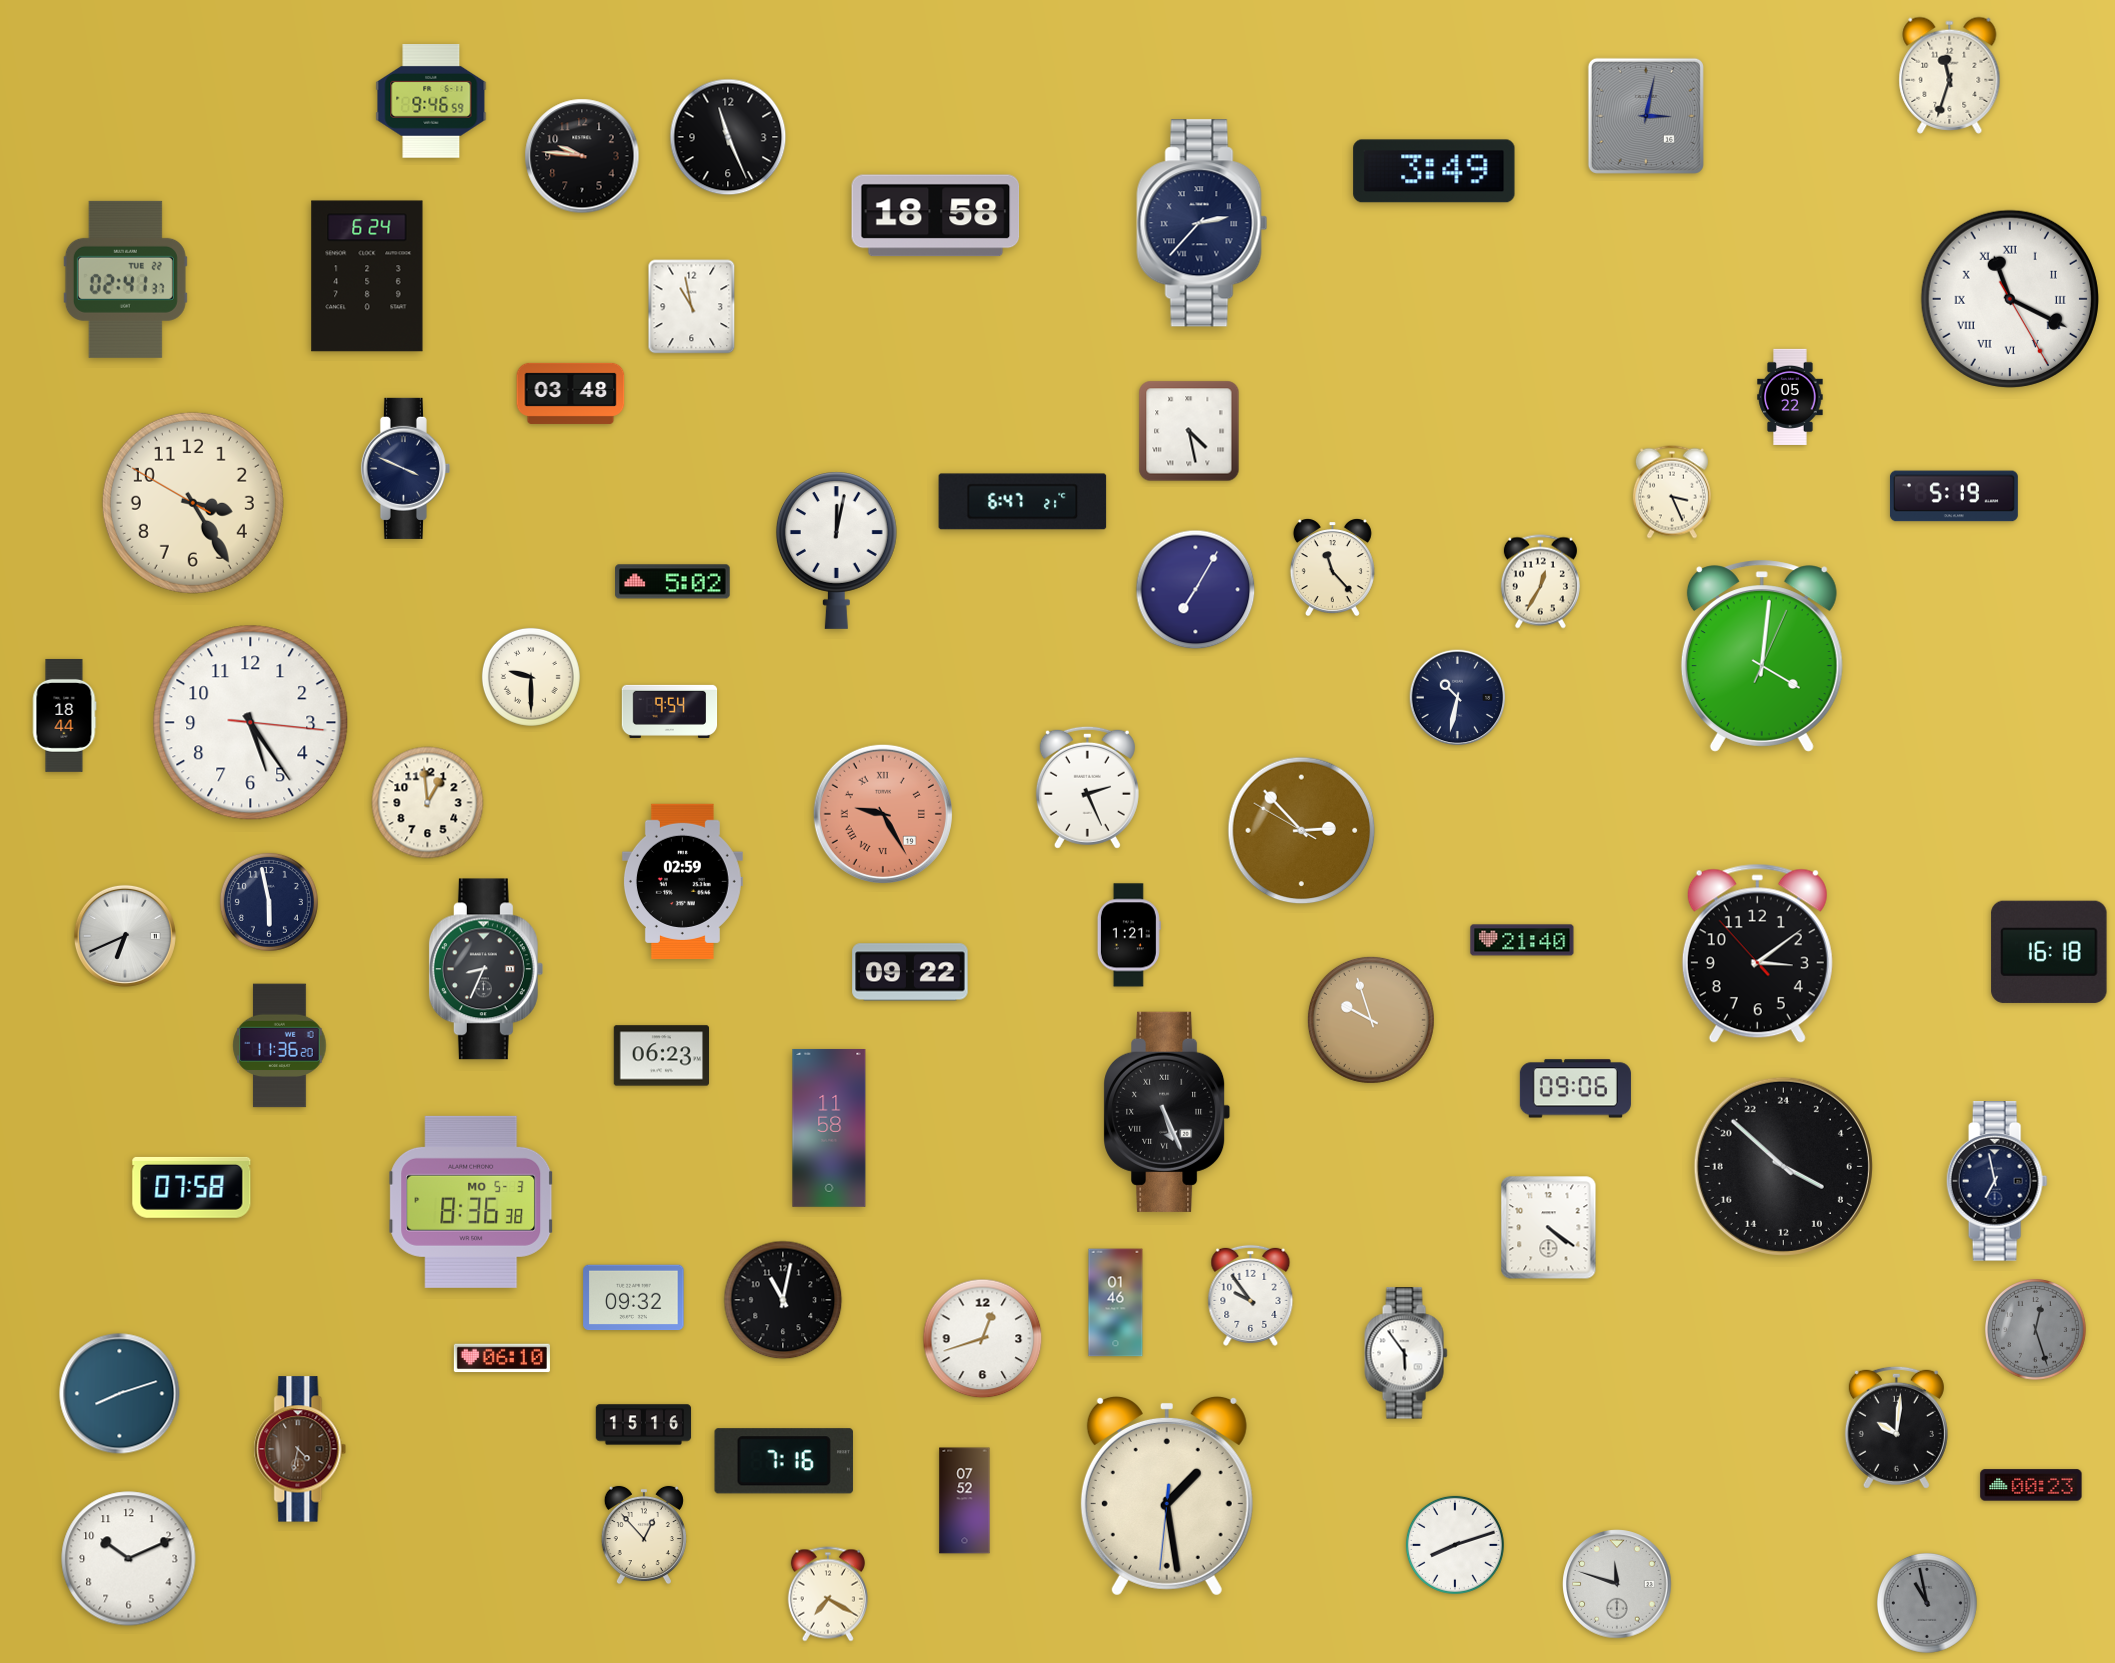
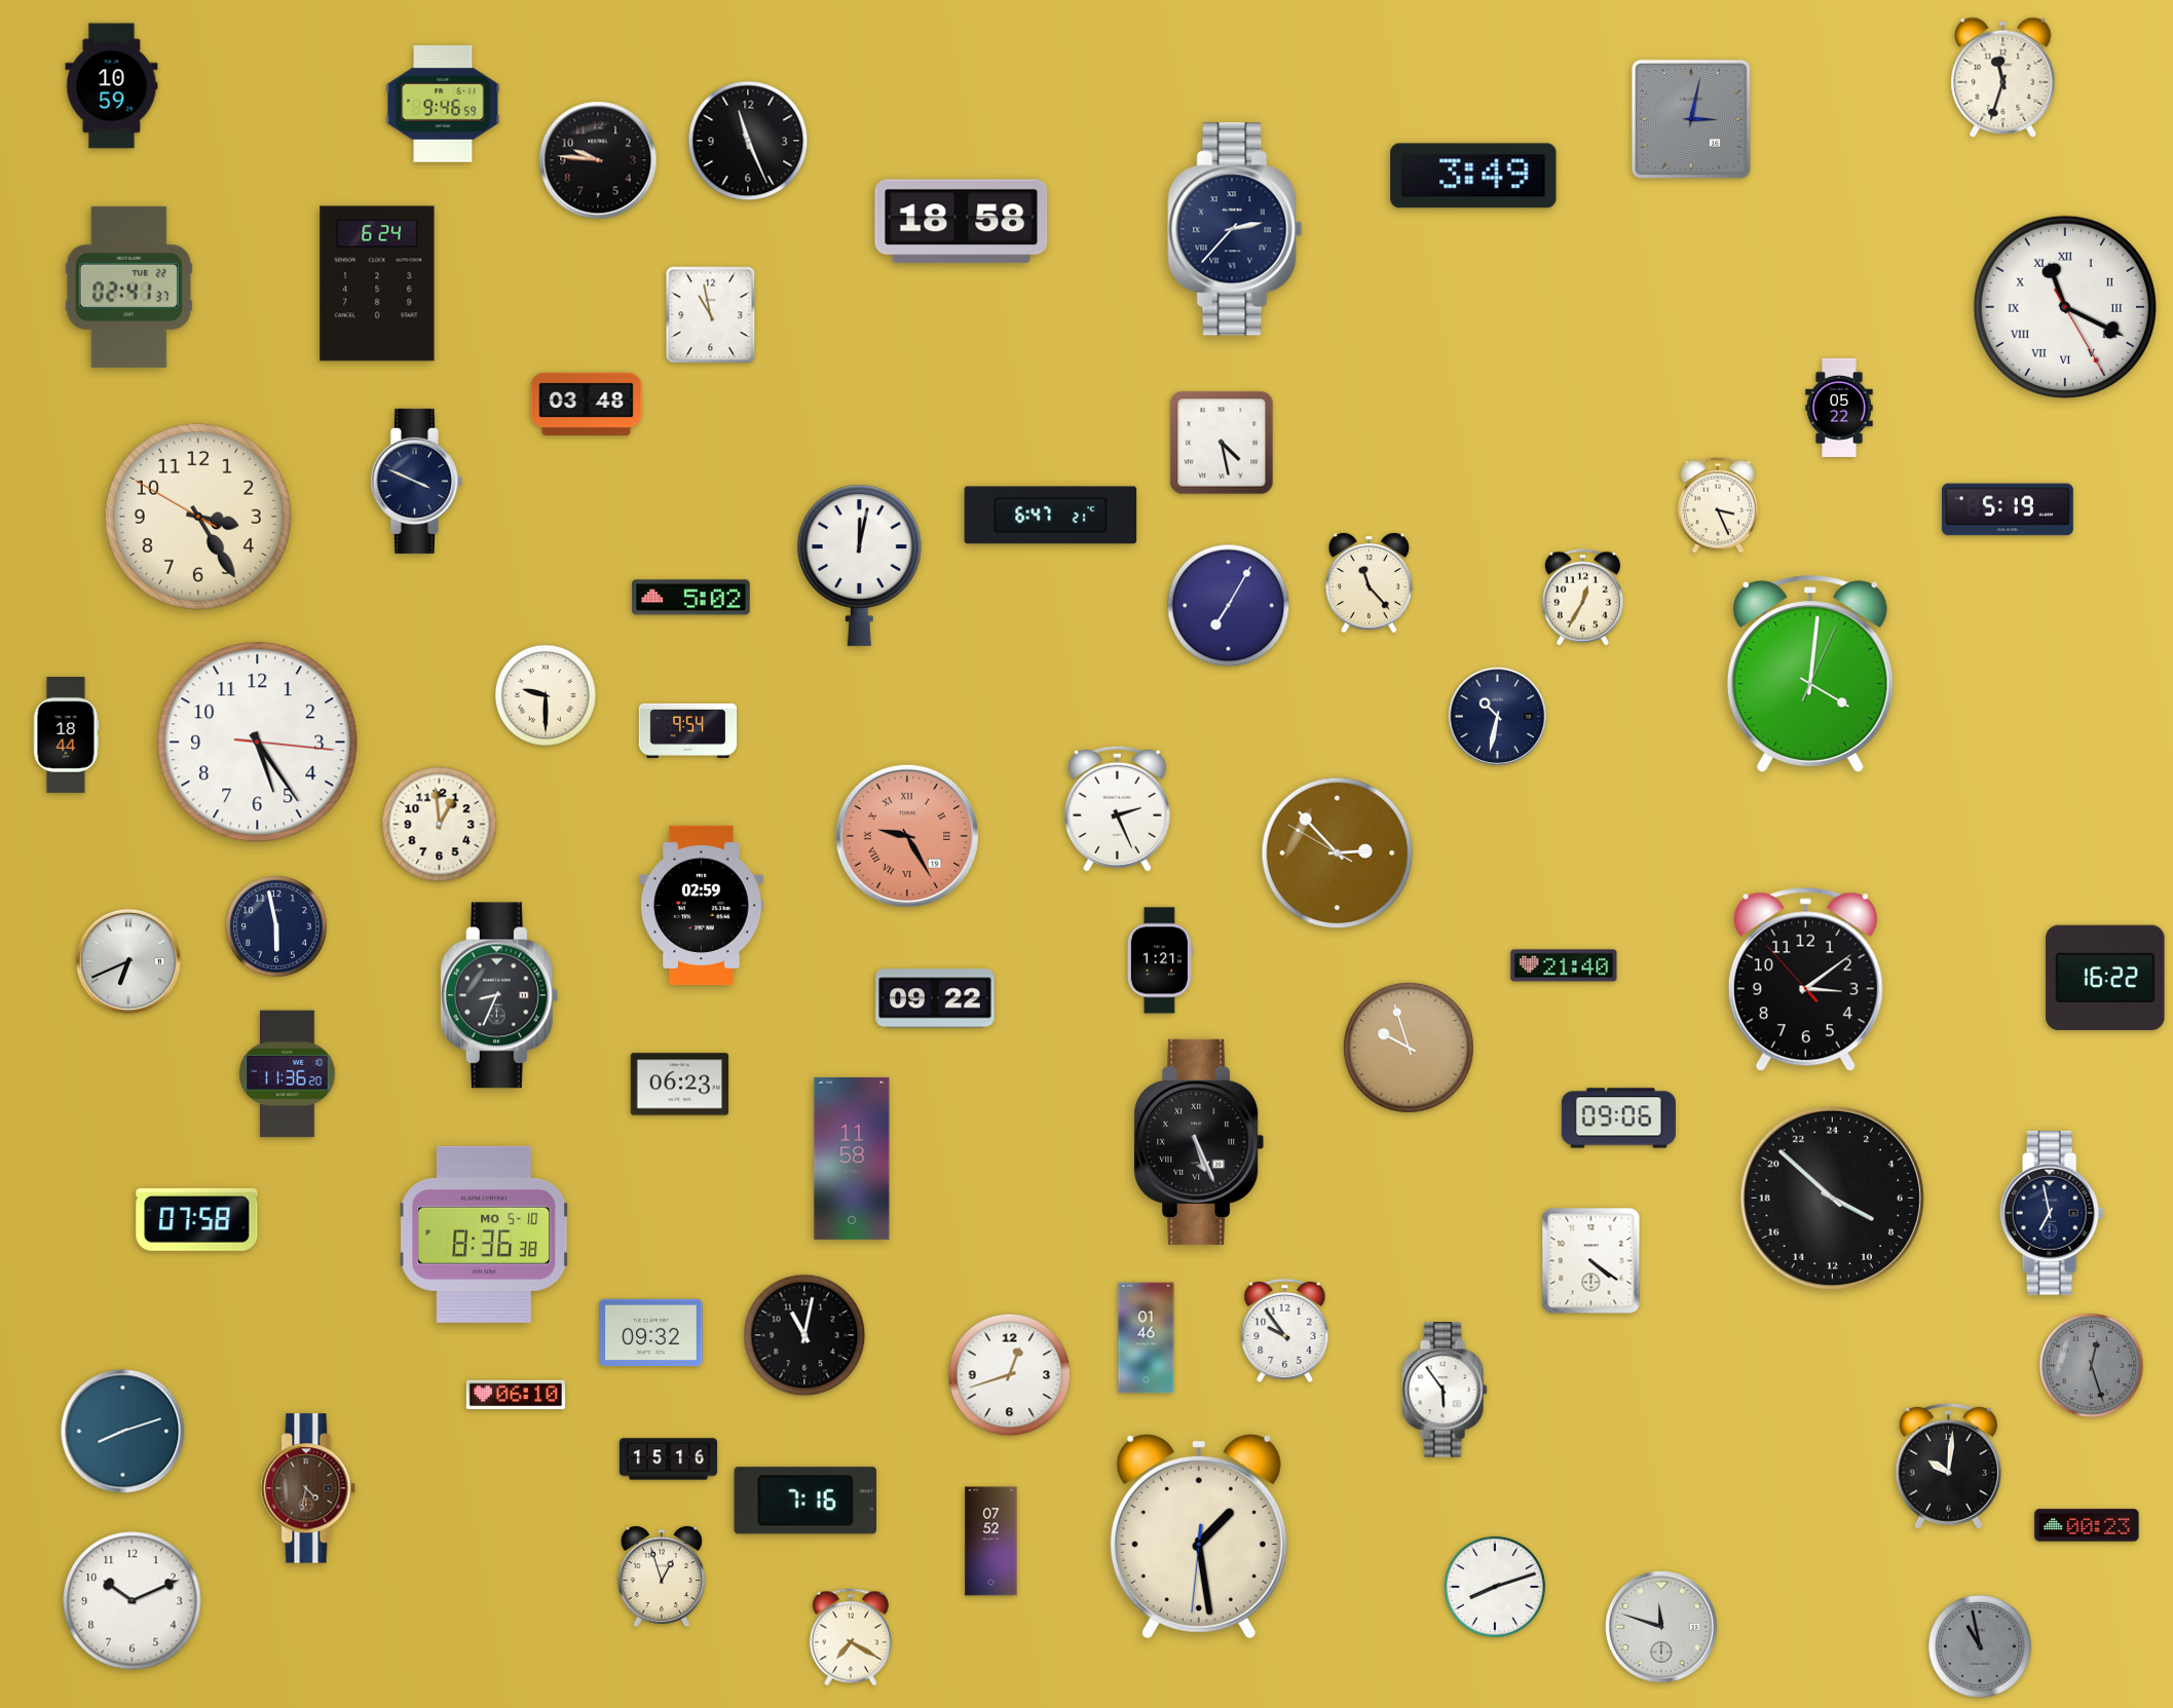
clock at (112, 86): none -> 10:59
clock at (2049, 952): 16:18 -> 16:22
clock at (471, 1202) date: MO 5-3 -> MO 5-10
clock at (644, 1425) position: (644, 1425) -> (669, 1459)
clock at (644, 1535): 12:53 -> 12:57
